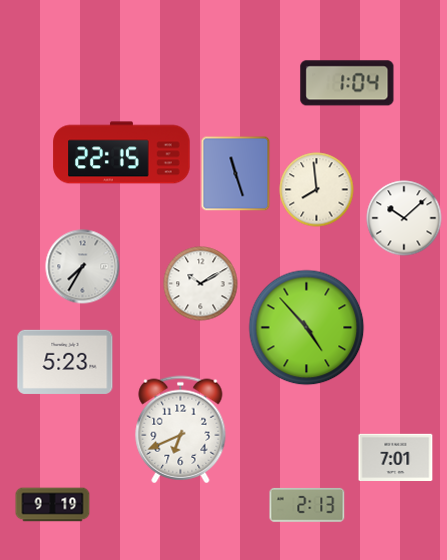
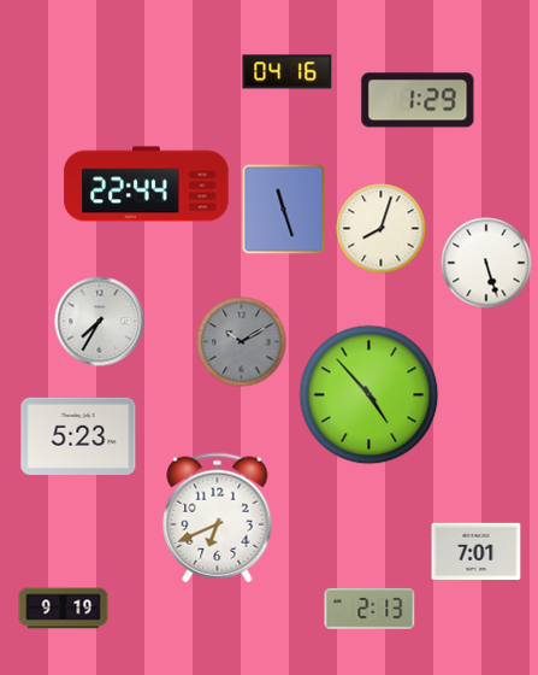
clock at (288, 72): none -> 04:16
clock at (347, 83): 1:04 -> 1:29
clock at (122, 153): 22:15 -> 22:44
clock at (317, 190): 7:59 -> 8:03
clock at (404, 218): 10:08 -> 5:27
clock at (201, 284) dial: white -> grey
